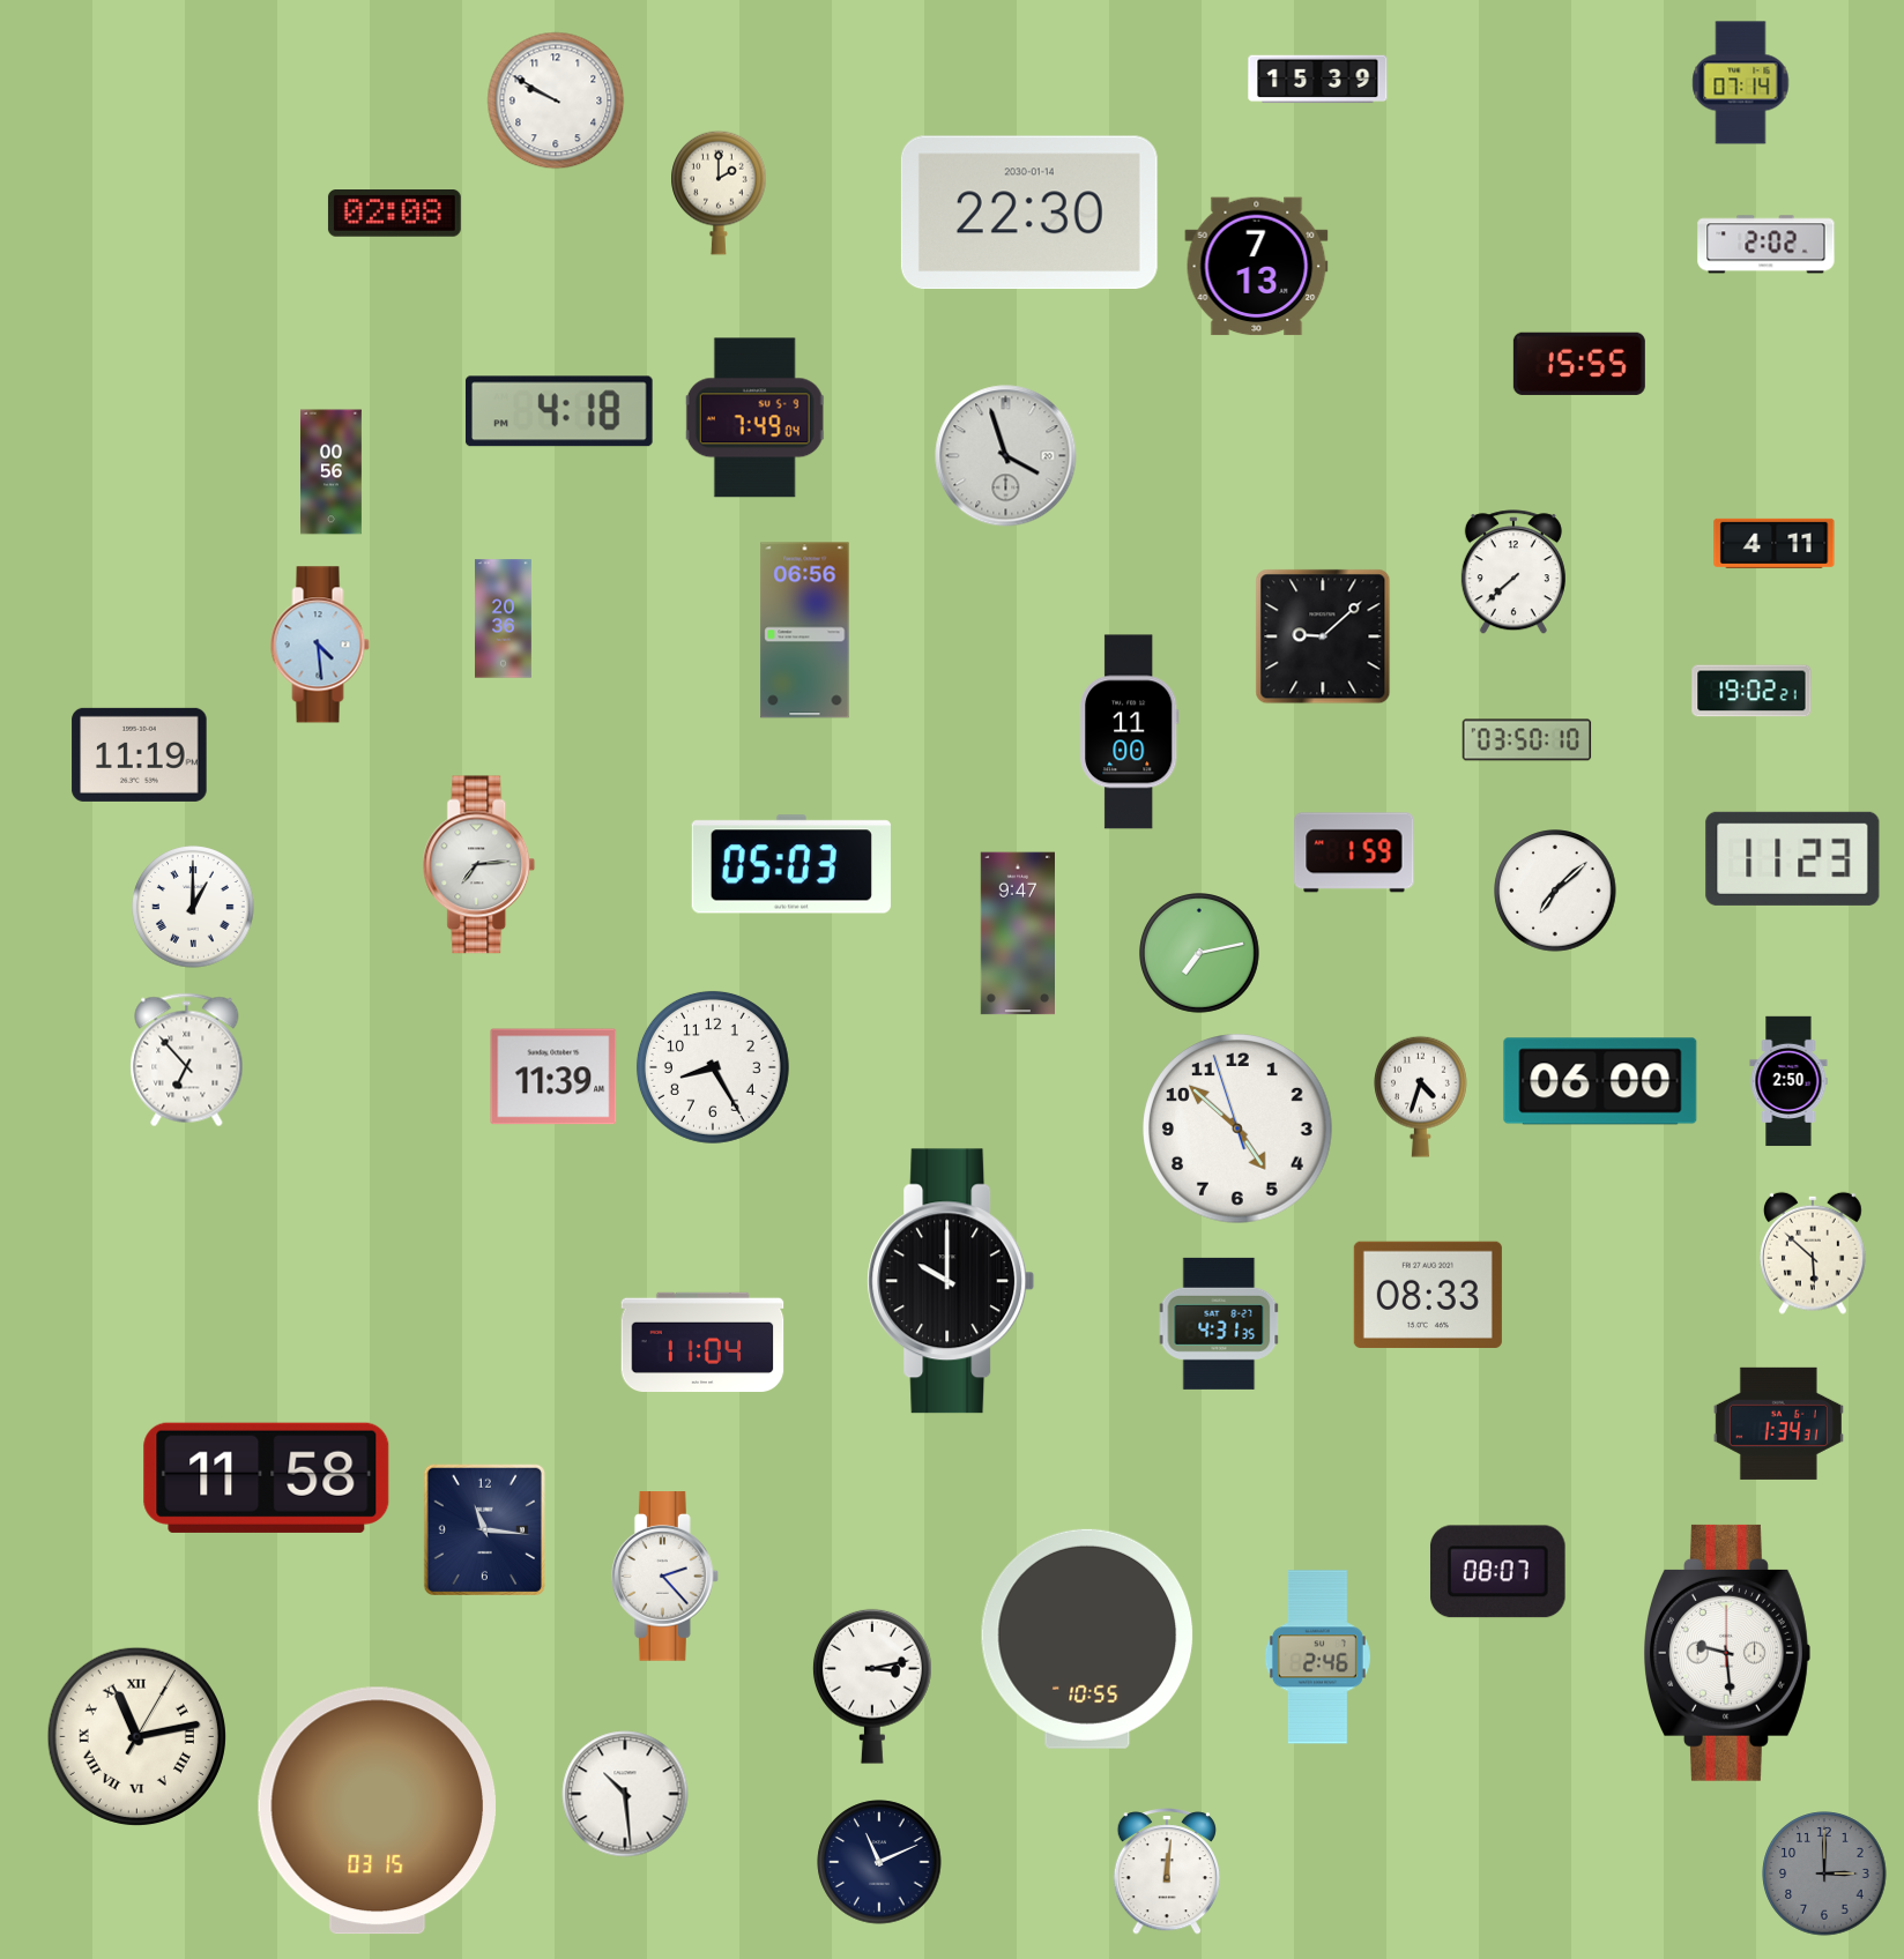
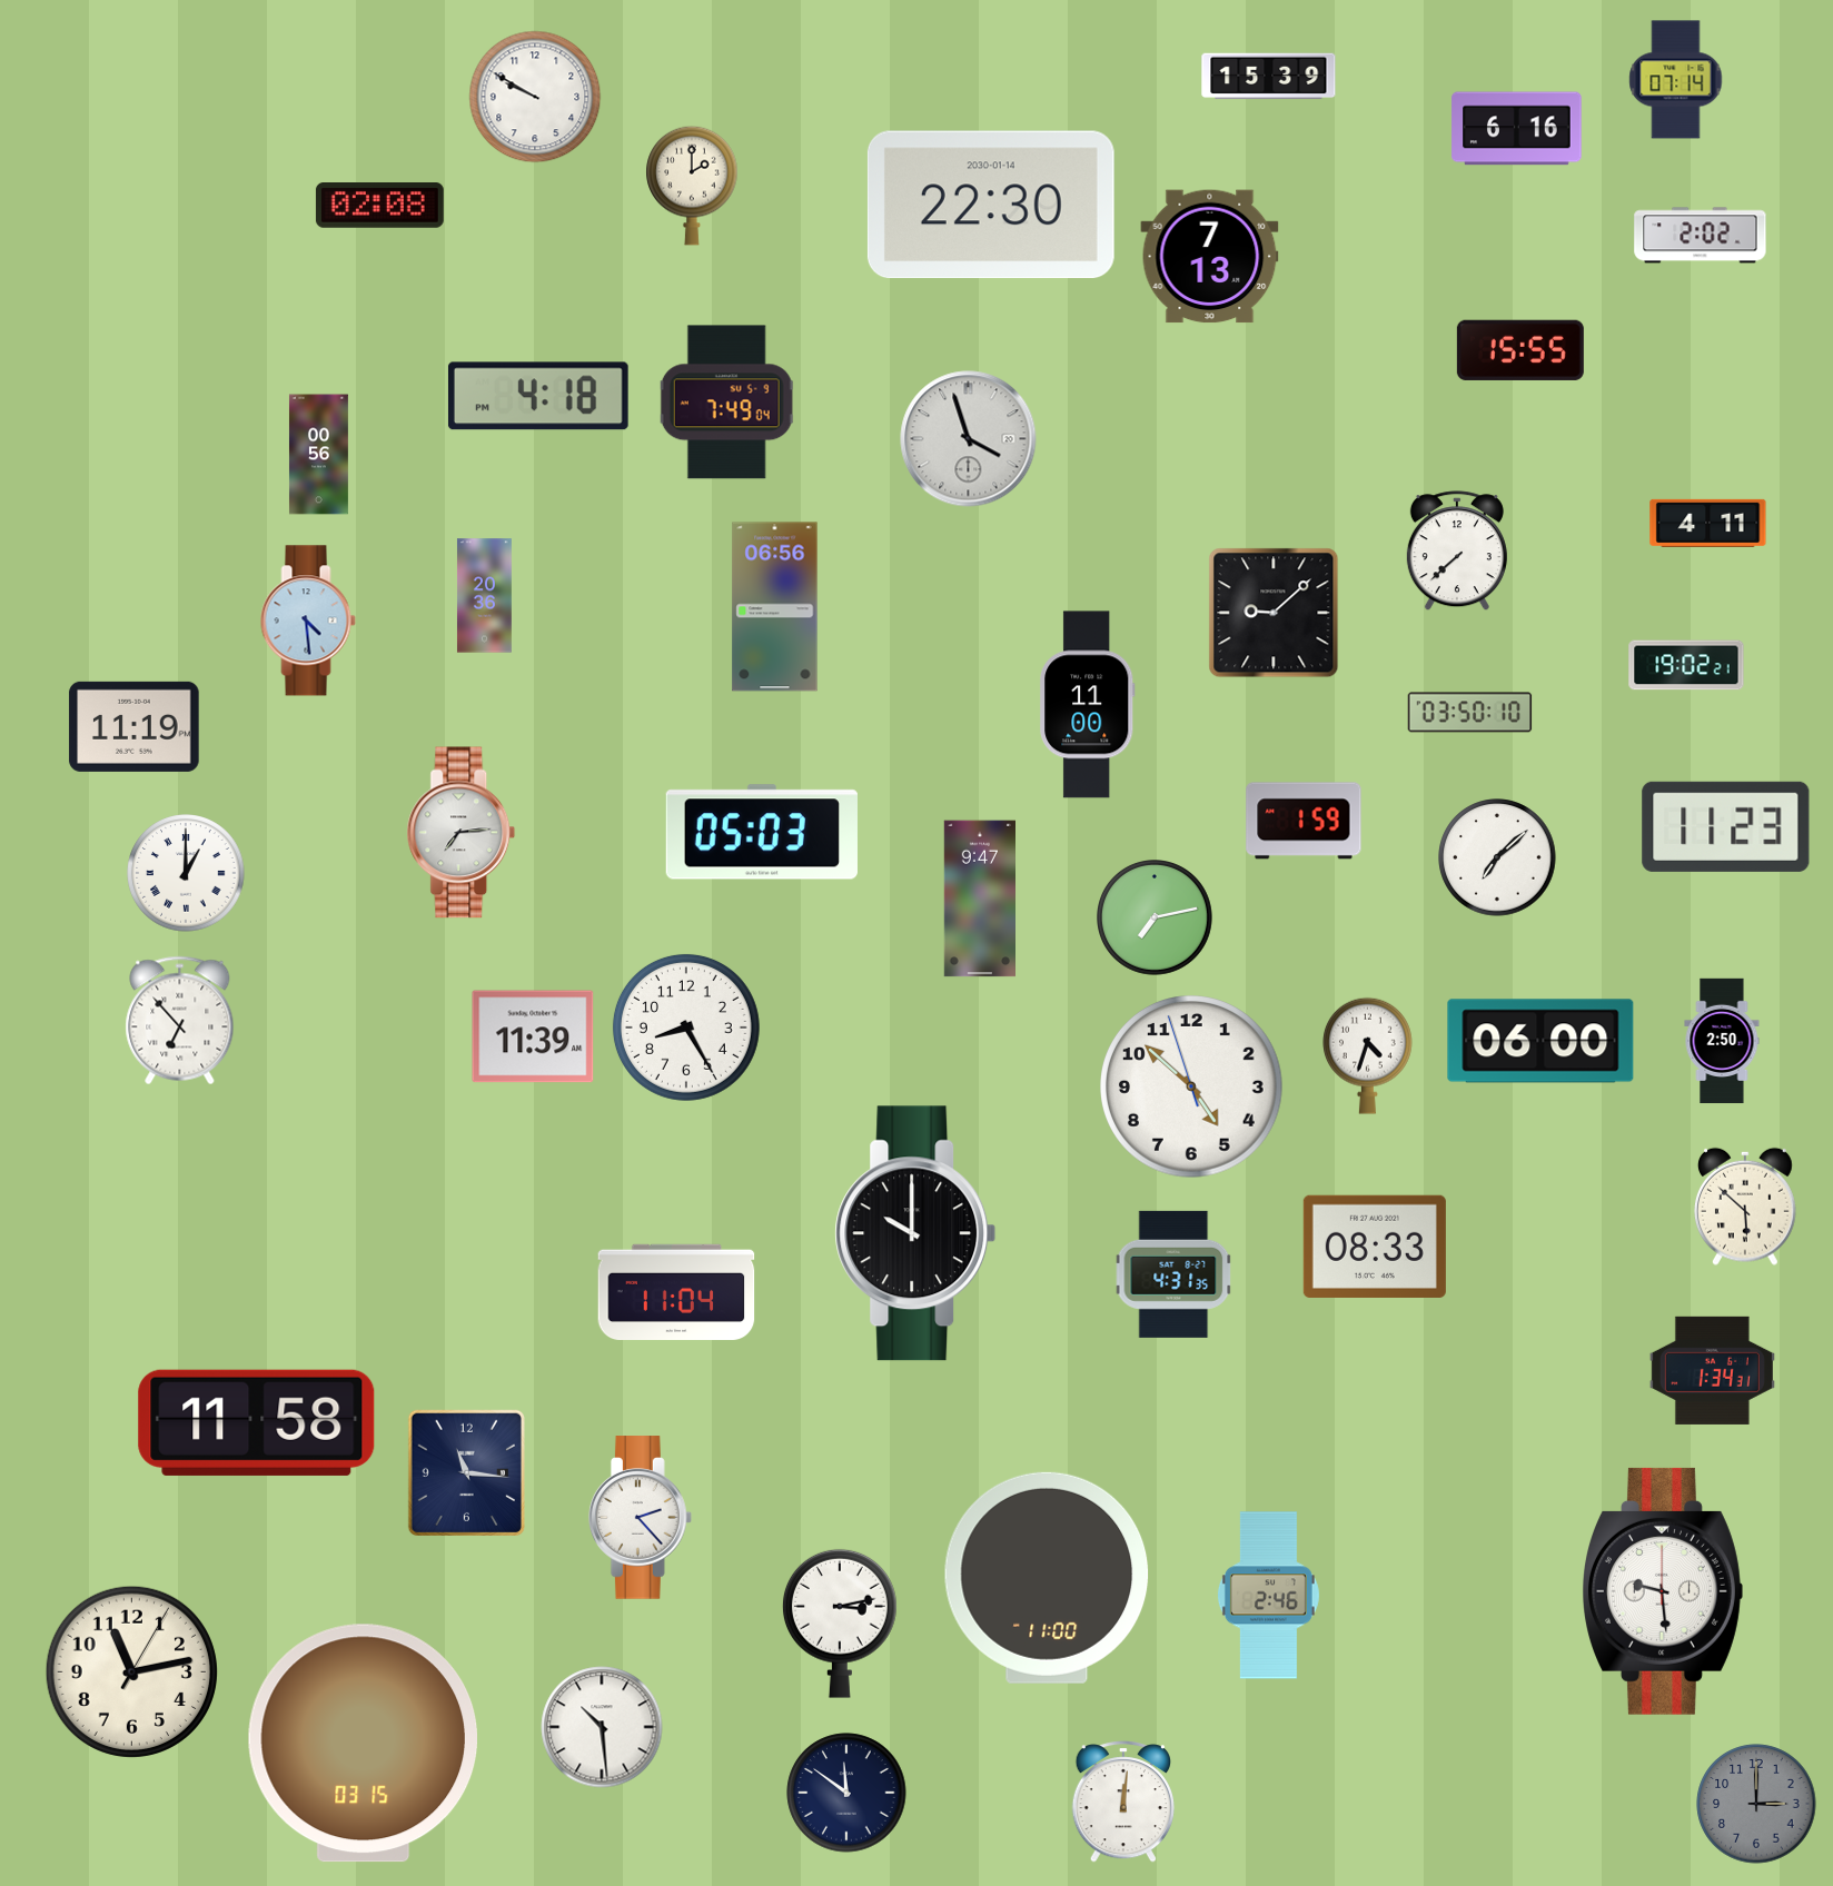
clock at (1517, 129): none -> 6:16
clock at (1498, 1572): 08:07 -> none
clock at (1087, 1639): 10:55 -> 11:00
clock at (136, 1736) numerals: Roman -> Arabic
clock at (879, 1862): 11:11 -> 11:51
